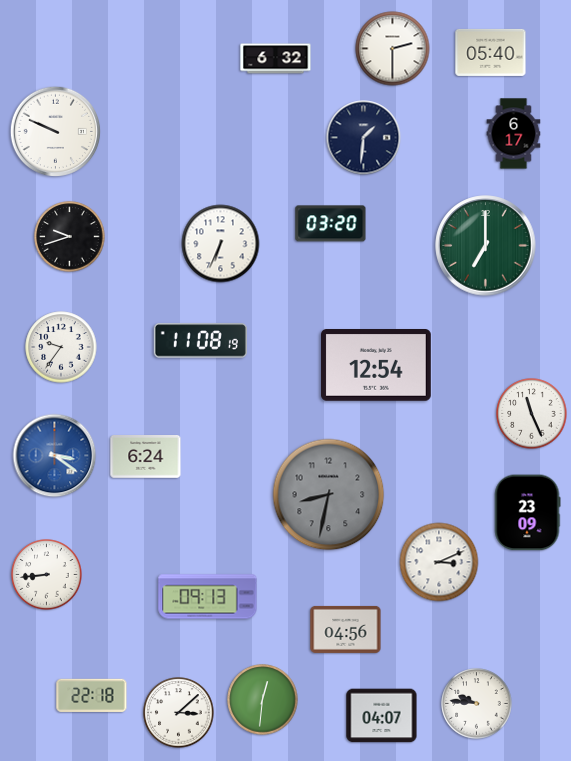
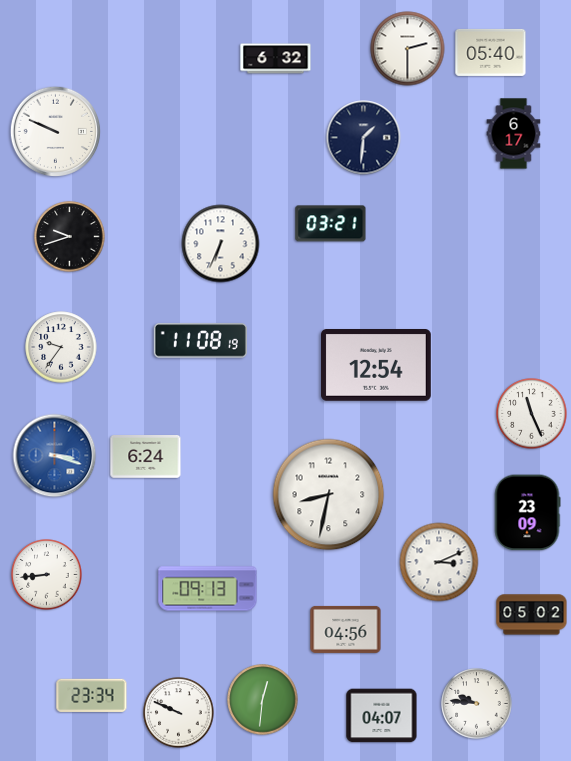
clock at (393, 49) position: (393, 49) -> (408, 49)
clock at (331, 224): 03:20 -> 03:21
clock at (486, 246): 7:00 -> none
clock at (55, 456): 3:21 -> 3:18
clock at (329, 495) dial: grey -> white
clock at (208, 597) position: (208, 597) -> (208, 589)
clock at (532, 615): none -> 05:02
clock at (92, 695): 22:18 -> 23:34
clock at (179, 713): 3:08 -> 9:49
